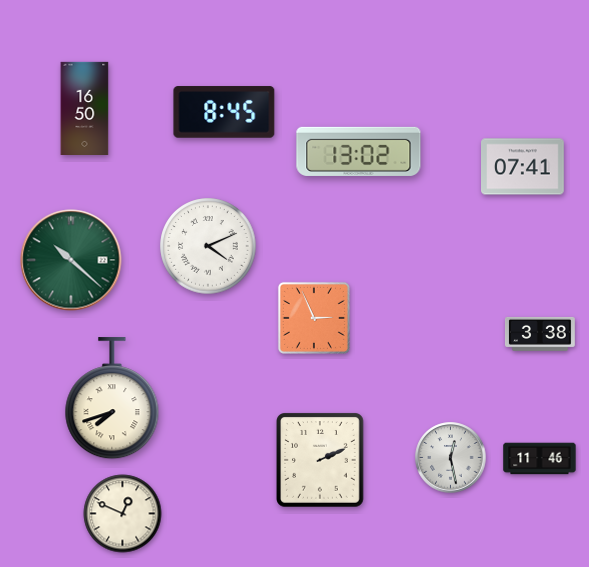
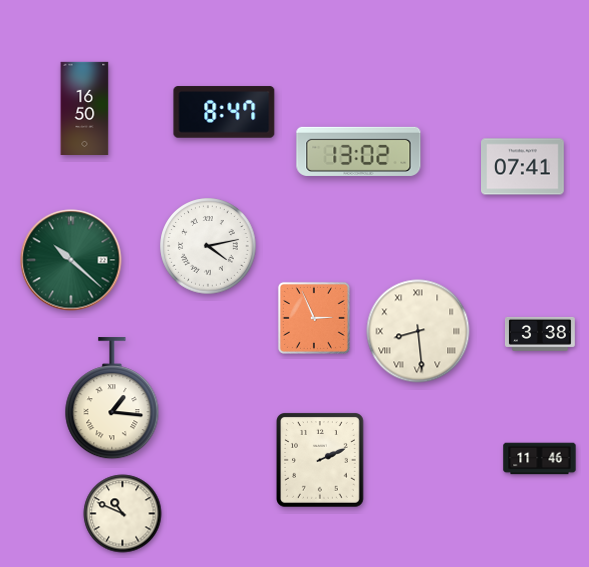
clock at (224, 112): 8:45 -> 8:47
clock at (208, 246): 4:11 -> 4:13
clock at (418, 331): none -> 8:29
clock at (112, 399): 7:42 -> 1:16
clock at (451, 458): 12:28 -> none
clock at (123, 514): 12:49 -> 10:49
